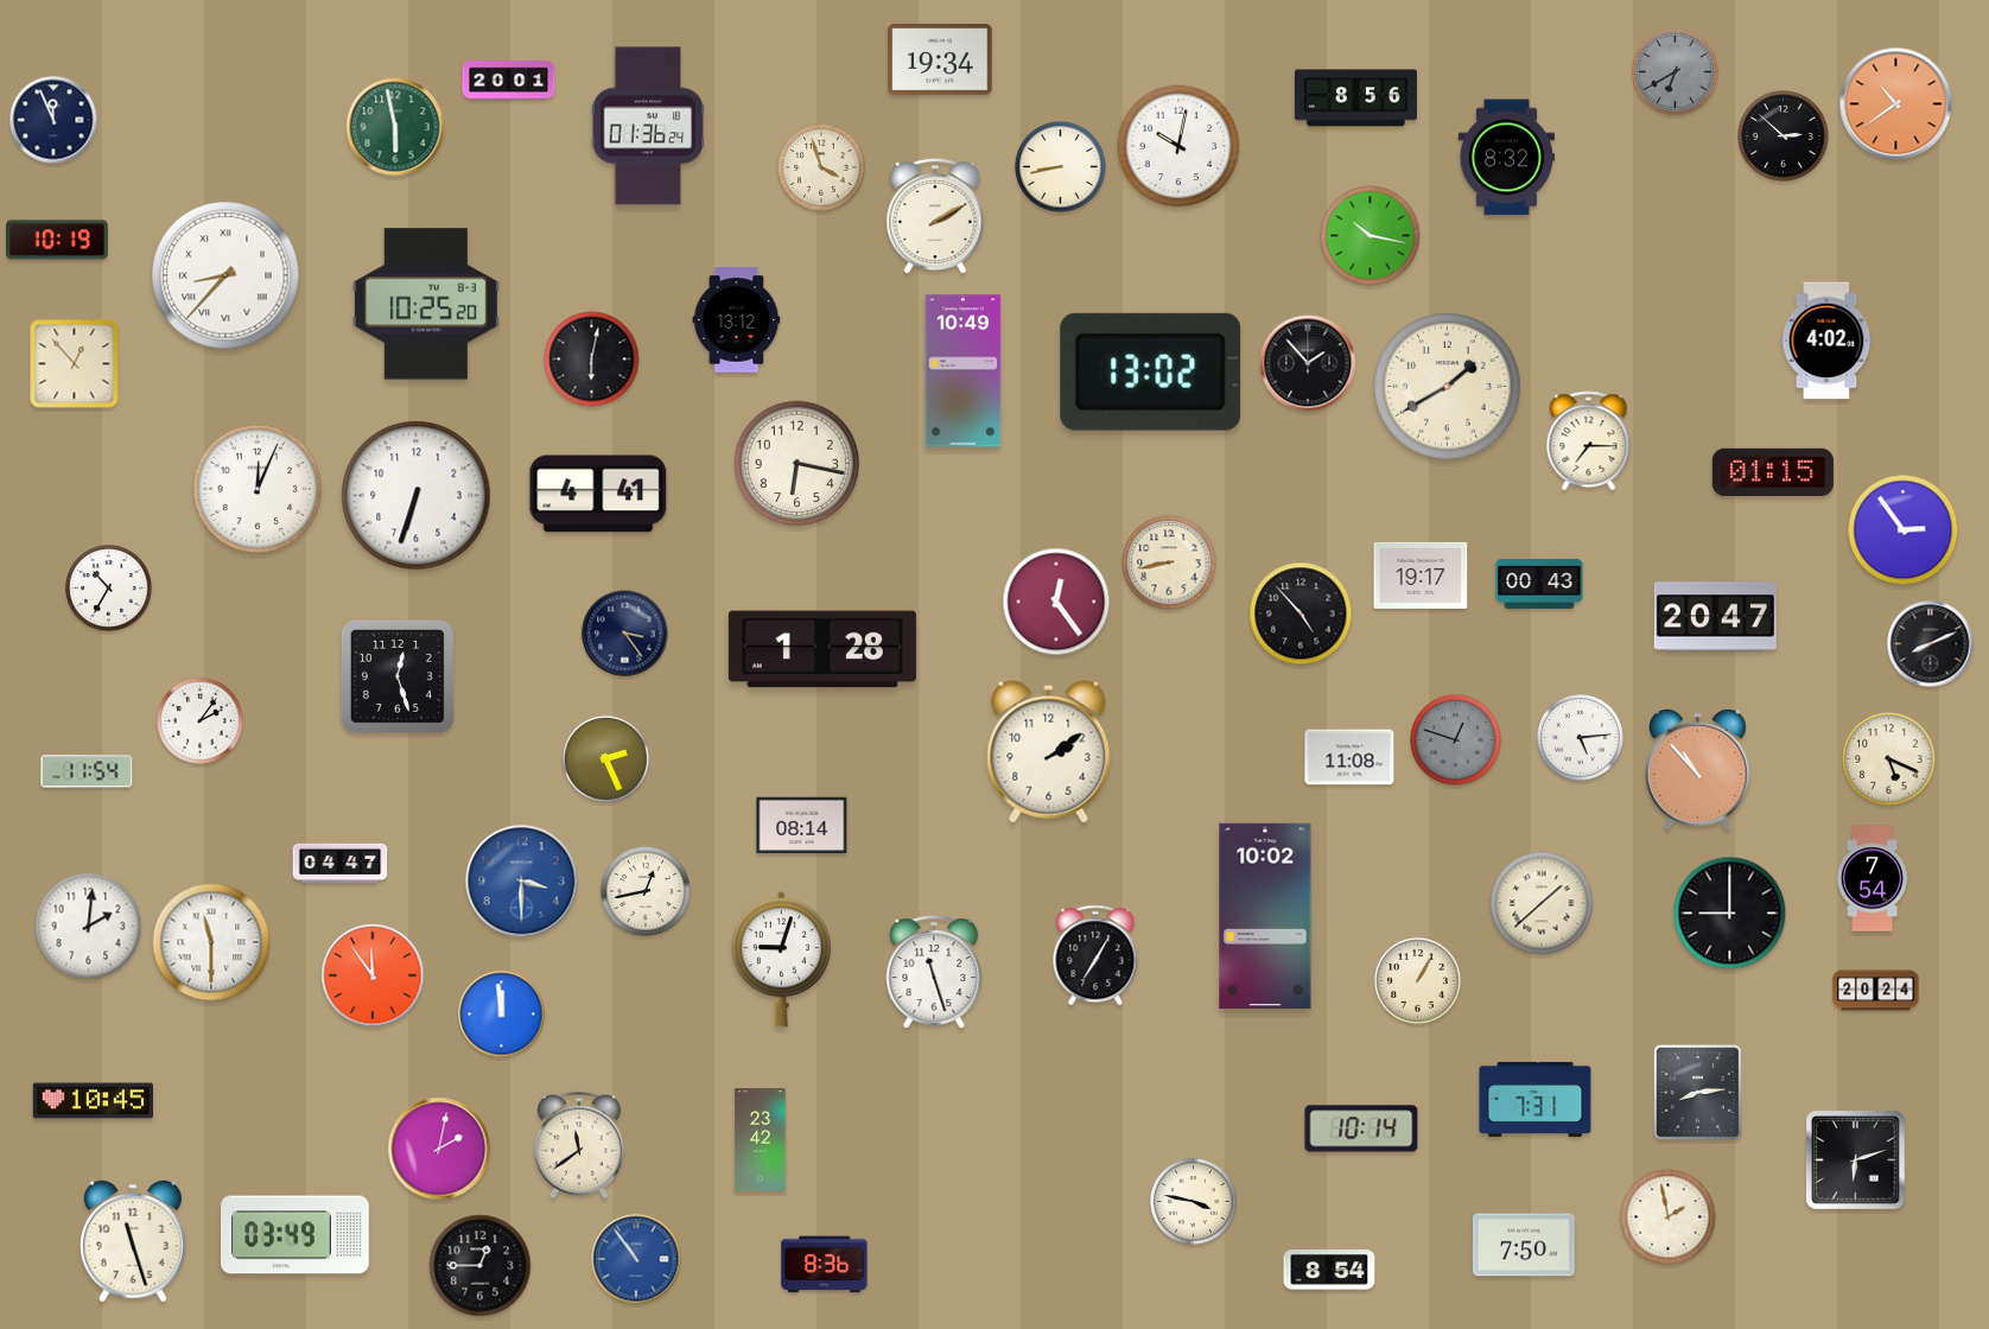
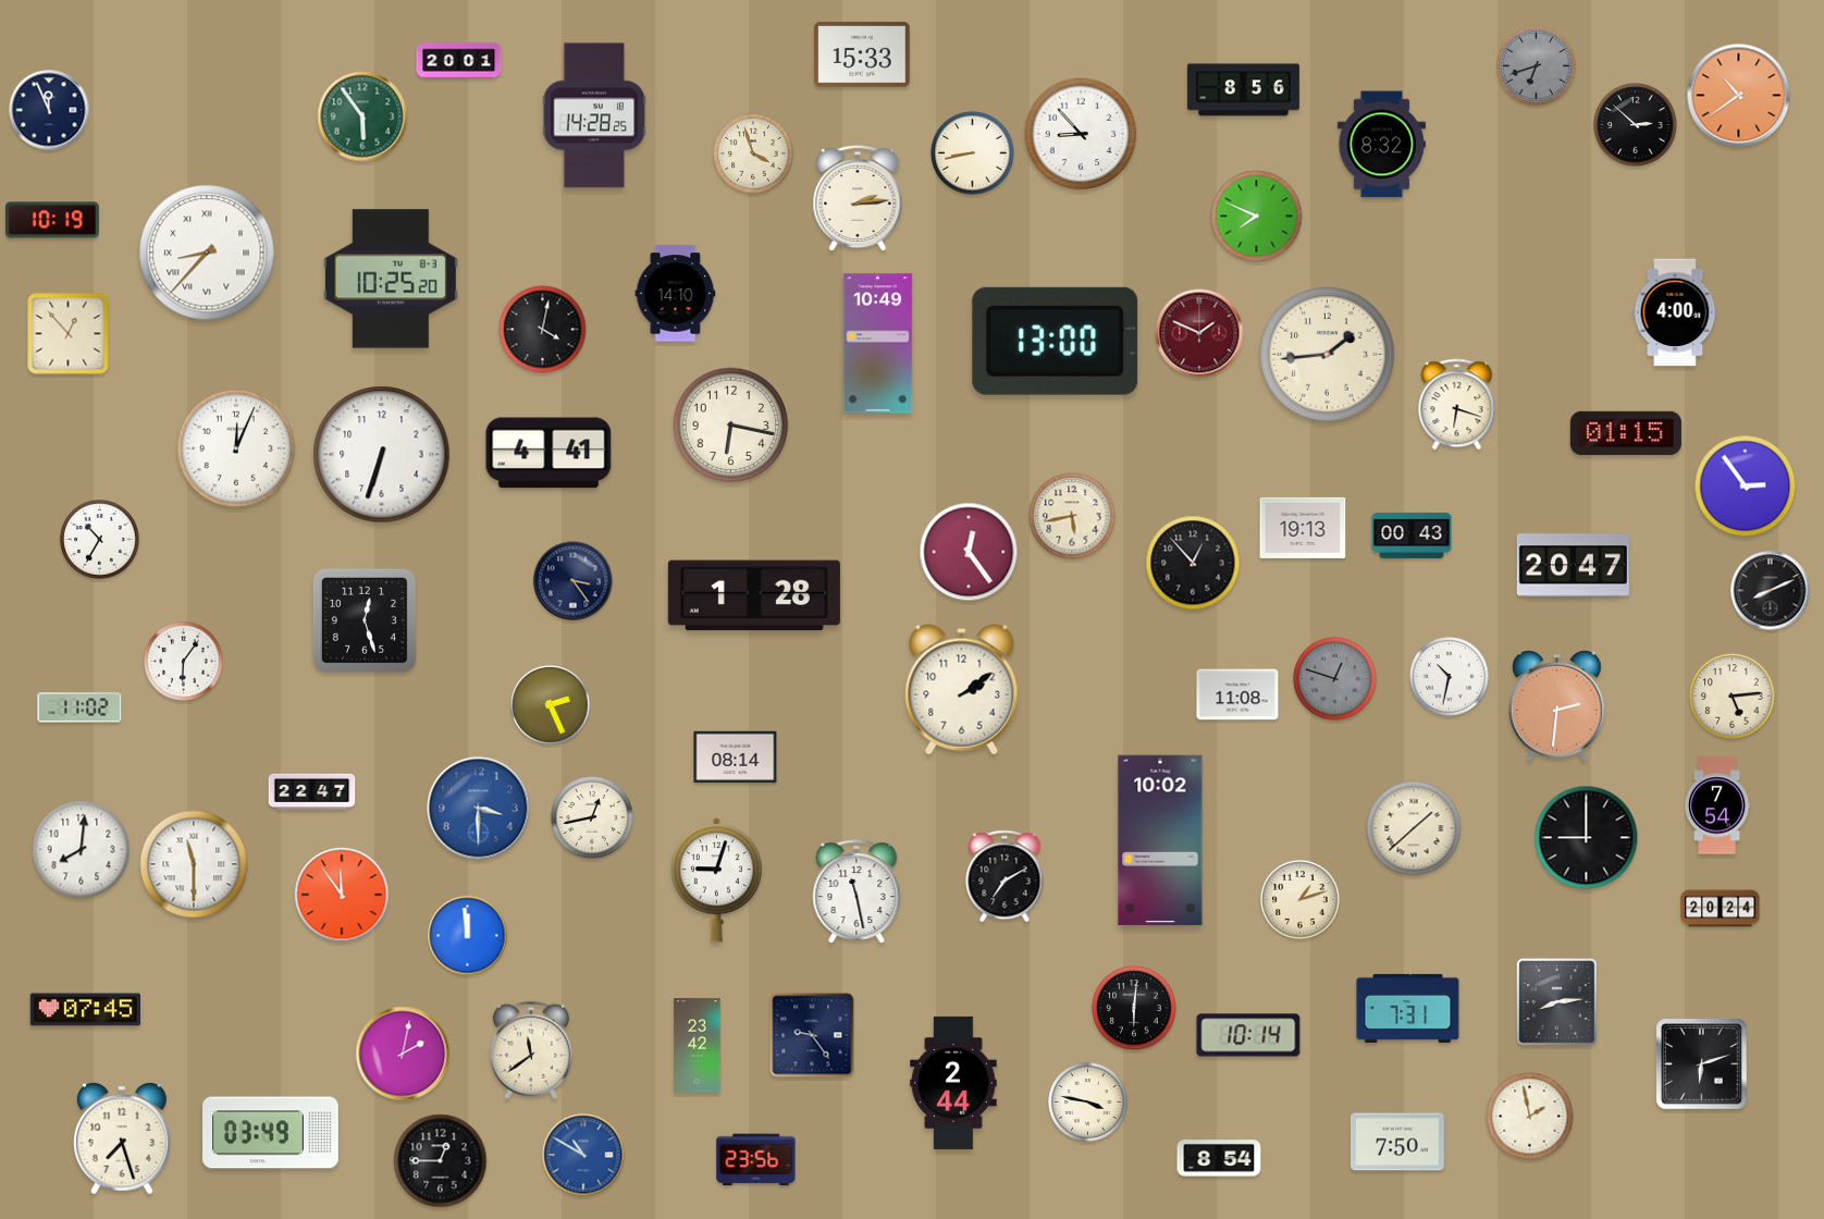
clock at (940, 59): 19:34 -> 15:33
clock at (1676, 72): 6:40 -> 6:42
clock at (509, 81) position: (509, 81) -> (459, 61)
clock at (648, 126): 01:36 -> 14:28
clock at (395, 127): 5:58 -> 5:54
clock at (1178, 146): 10:02 -> 8:53
clock at (935, 216): 2:10 -> 2:14
clock at (1371, 236): 10:17 -> 7:49
clock at (737, 320): 13:12 -> 14:10
clock at (1826, 341): 4:02 -> 4:00
clock at (592, 360): 6:02 -> 4:02
clock at (1308, 363): 1:53 -> 1:49
clock at (1308, 363) dial: black -> burgundy
clock at (964, 371) position: (964, 371) -> (878, 344)
clock at (1151, 371): 13:02 -> 13:00
clock at (1448, 387): 1:40 -> 1:44
clock at (1589, 441): 7:15 -> 6:18
clock at (1169, 562): 8:43 -> 5:43
clock at (1421, 576): 19:17 -> 19:13
clock at (1301, 613): 4:53 -> 12:53
clock at (201, 721): 2:06 -> 6:06
clock at (1581, 738): 5:14 -> 10:32
clock at (606, 759) position: (606, 759) -> (551, 705)
clock at (1889, 759): 5:19 -> 5:14
clock at (1698, 770): 10:53 -> 2:31
clock at (87, 771): 11:54 -> 11:02
clock at (341, 863): 04:47 -> 22:47
clock at (89, 927): 2:01 -> 8:01
clock at (1095, 955): 7:05 -> 7:10
clock at (934, 972): 11:27 -> 11:28
clock at (1418, 981): 1:05 -> 1:12
clock at (502, 1015) position: (502, 1015) -> (468, 936)
clock at (1134, 1008): none -> 6:01
clock at (93, 1101): 10:45 -> 07:45
clock at (812, 1035): none -> 9:24
clock at (953, 1083): none -> 2:44
clock at (1194, 1202) position: (1194, 1202) -> (1088, 1103)
clock at (133, 1241): 11:27 -> 7:27
clock at (636, 1259): 10:54 -> 10:50
clock at (825, 1265): 8:36 -> 23:56
clock at (1329, 1270) position: (1329, 1270) -> (1219, 1158)
